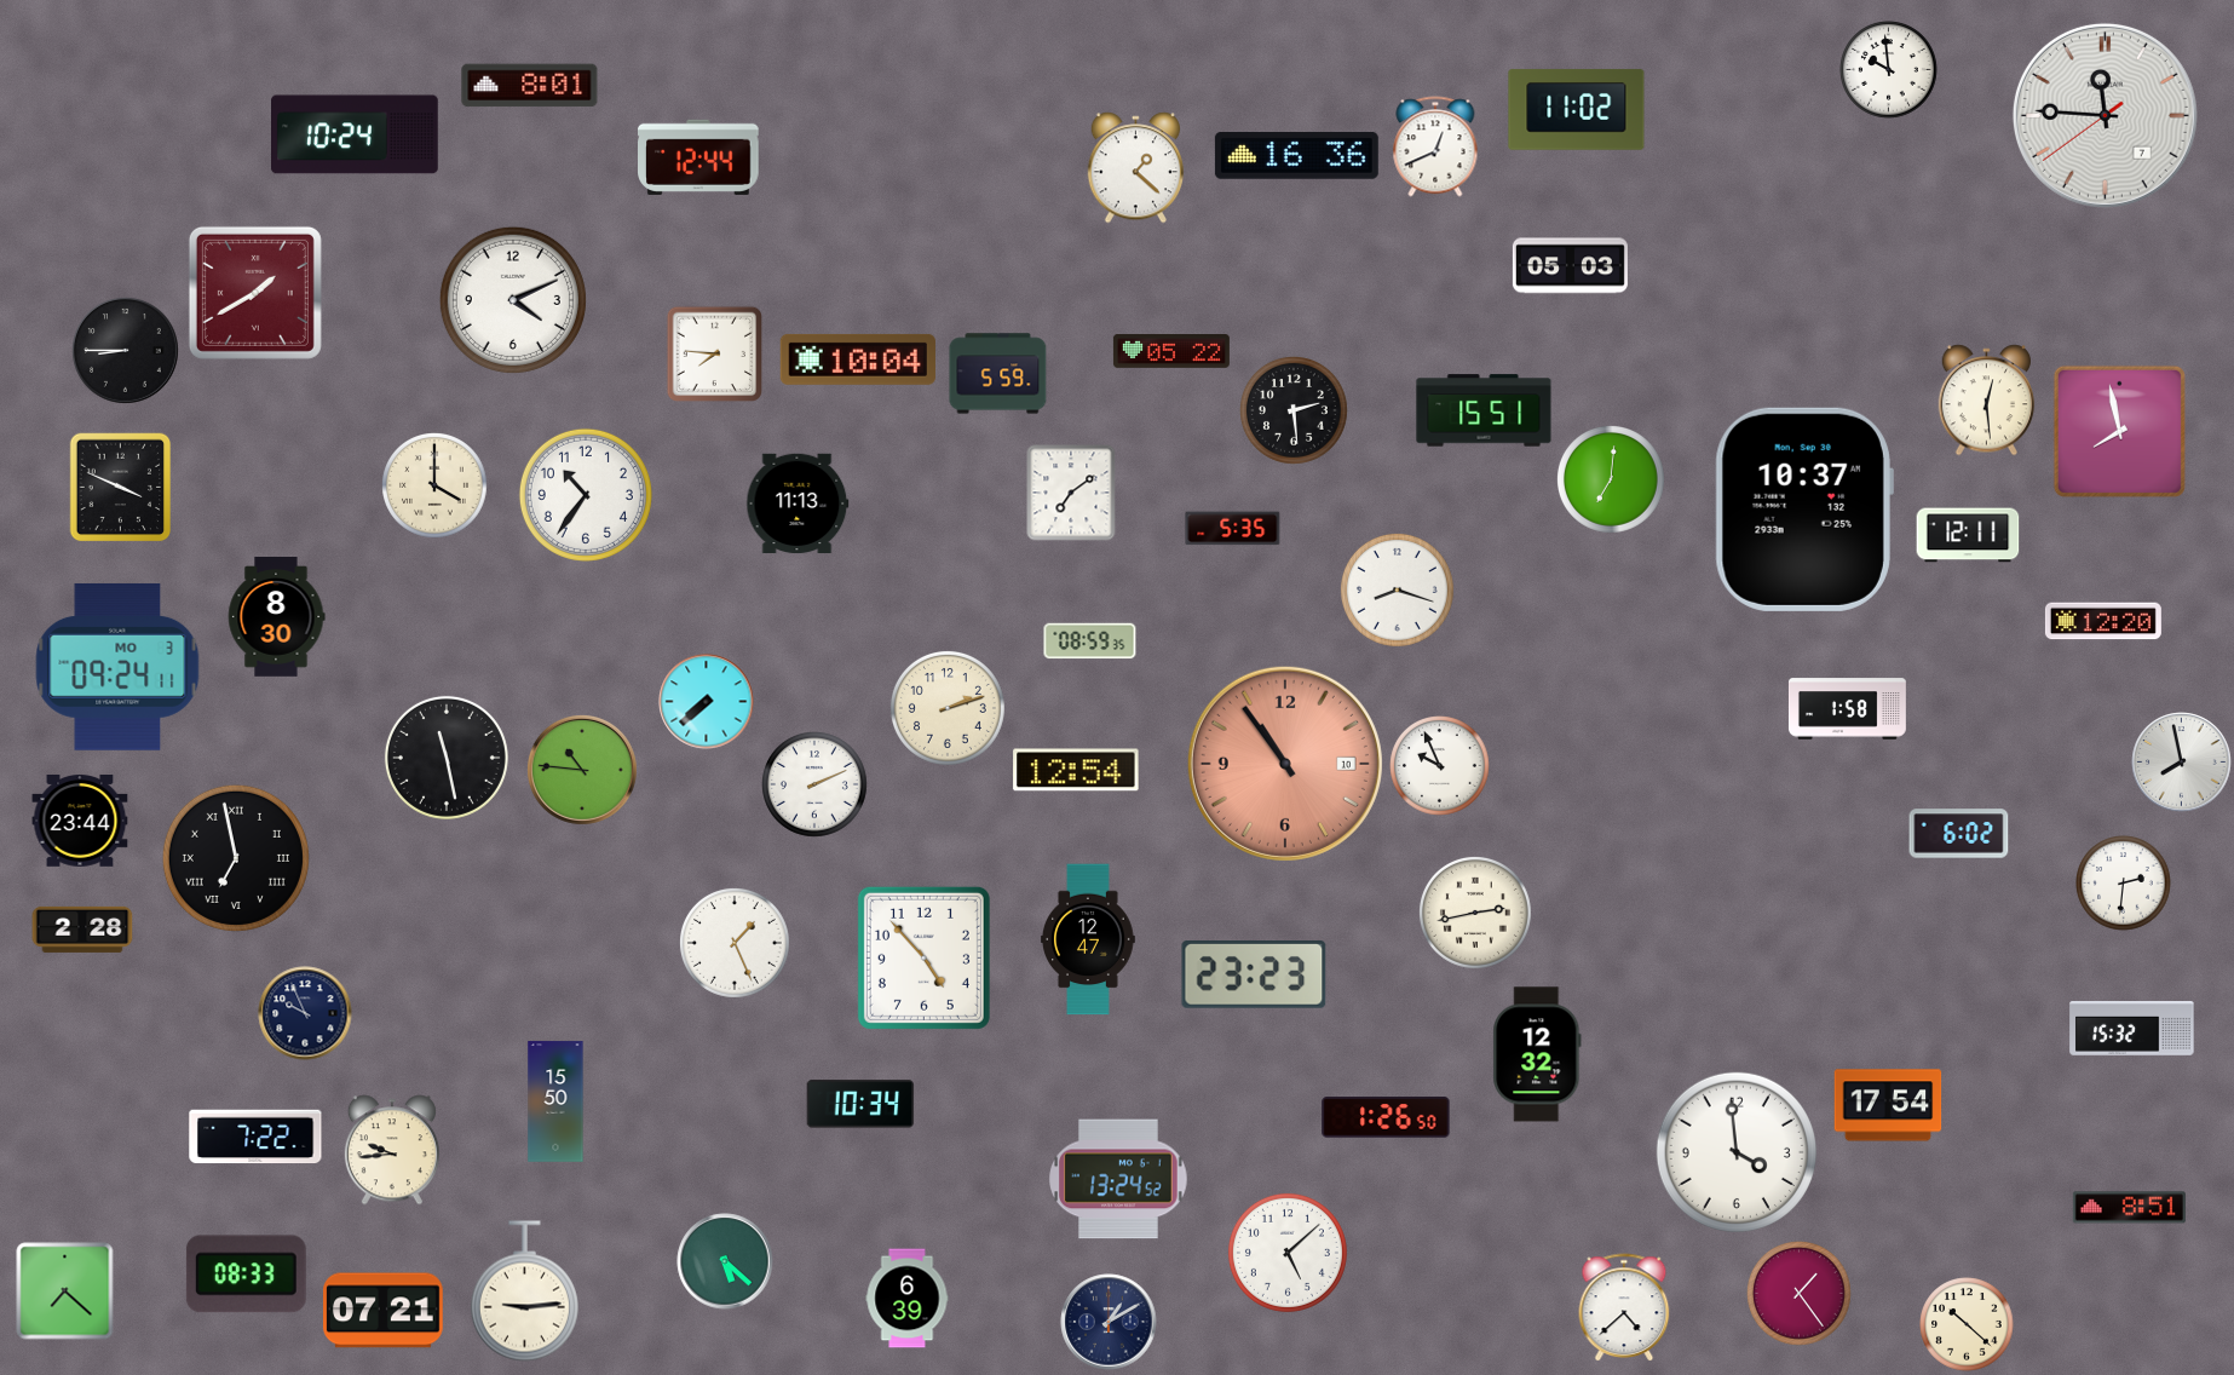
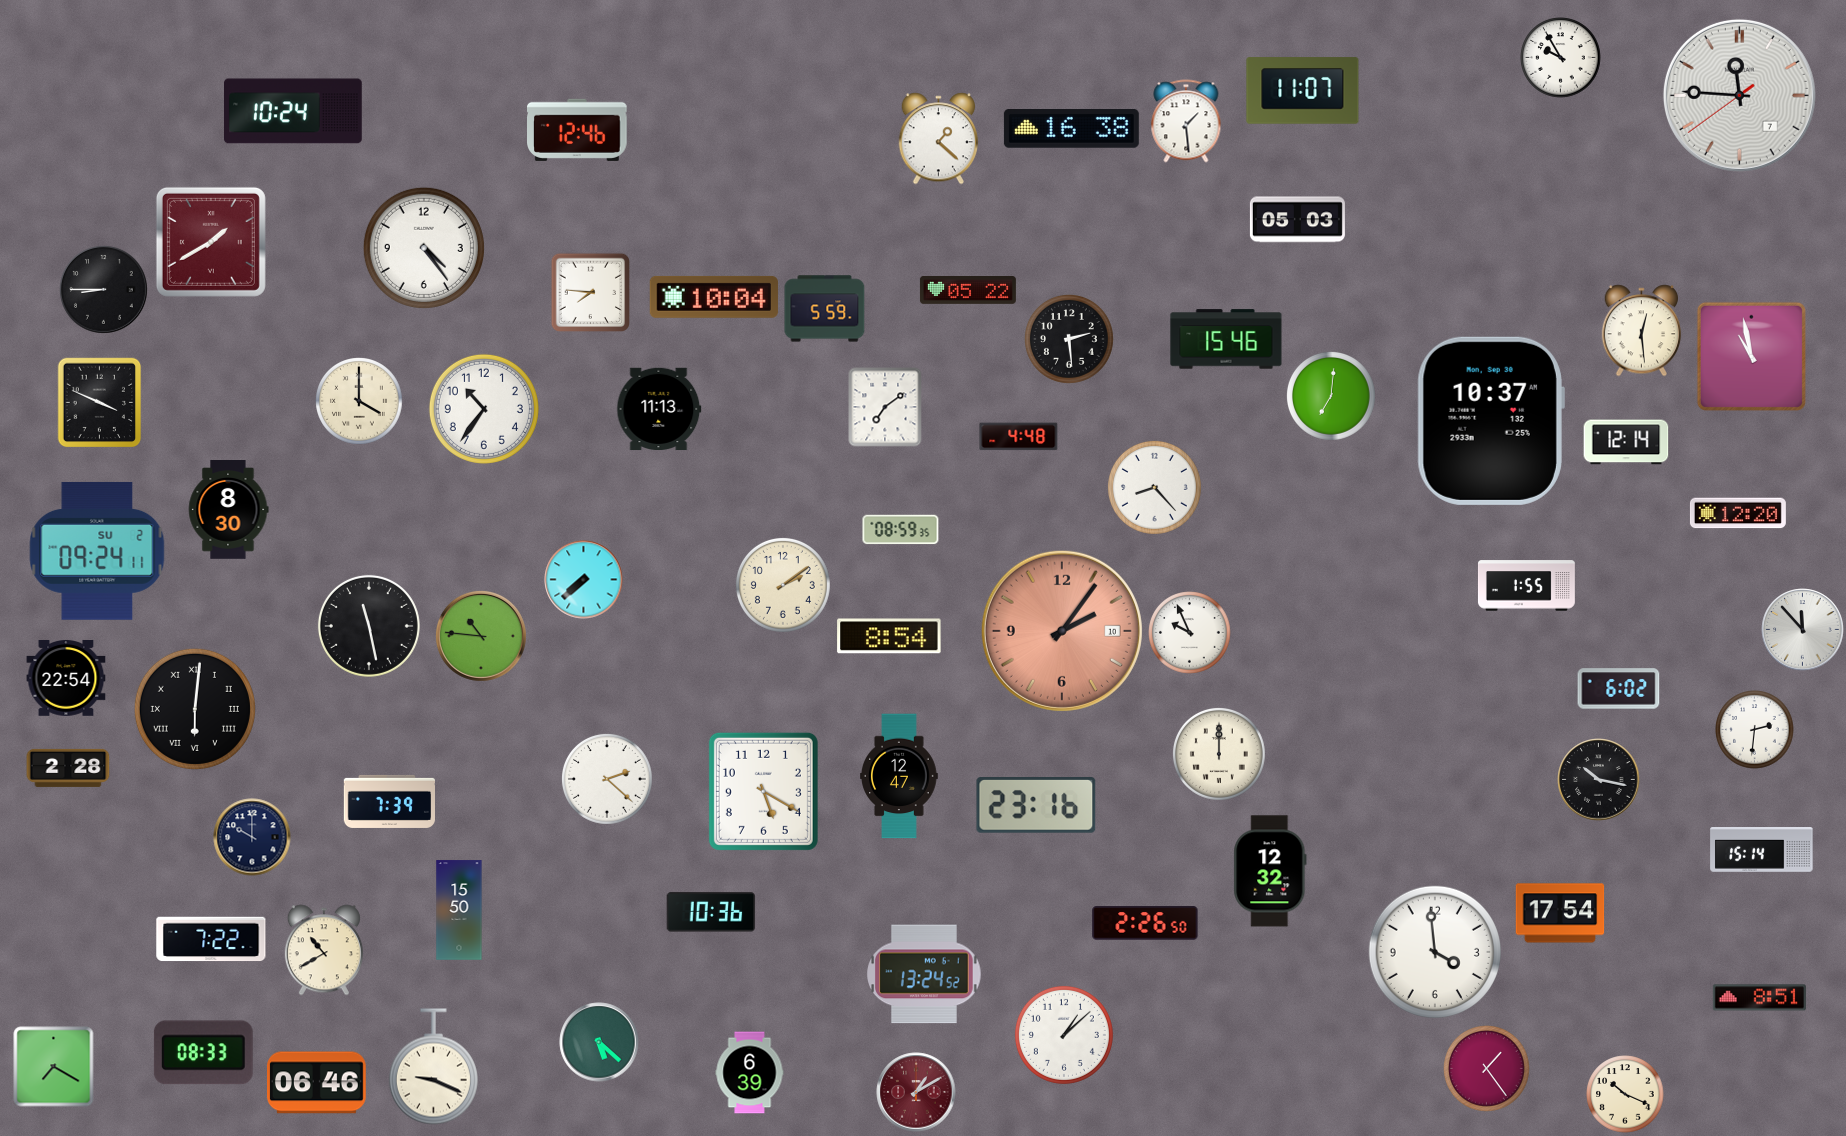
clock at (1889, 70): 9:59 -> 9:55
clock at (530, 86): 8:01 -> none
clock at (1577, 110): 11:02 -> 11:07
clock at (1435, 146): 12:41 -> 1:29
clock at (1296, 156): 16:36 -> 16:38
clock at (699, 157): 12:44 -> 12:46
clock at (513, 300): 4:11 -> 4:24
clock at (858, 359) position: (858, 359) -> (714, 297)
clock at (1484, 410): 15:51 -> 15:46
clock at (2119, 431): 7:58 -> 10:58
clock at (798, 504) position: (798, 504) -> (659, 409)
clock at (1233, 529): 5:35 -> 4:48
clock at (1968, 535): 12:11 -> 12:14
clock at (1397, 589): 8:18 -> 8:23
clock at (117, 667) date: MO 3 -> SU 2
clock at (948, 708): 2:12 -> 2:09
clock at (1847, 709): 1:58 -> 1:55
clock at (2182, 763): 7:58 -> 11:53
clock at (1285, 764): 10:54 -> 2:06
clock at (1076, 770): 12:54 -> 8:54
clock at (816, 786): 2:11 -> none
clock at (80, 821): 23:44 -> 22:54
clock at (236, 858): 6:58 -> 6:01
clock at (1475, 913): 2:43 -> 12:00
clock at (735, 943): 1:26 -> 2:22
clock at (1599, 780): none -> 10:17
clock at (923, 957): 4:53 -> 5:20
clock at (389, 801): none -> 7:39
clock at (1254, 976): 23:23 -> 23:16
clock at (305, 1013): 9:56 -> 10:00
clock at (2132, 1029): 15:32 -> 15:14
clock at (860, 1104): 10:34 -> 10:36
clock at (1386, 1117): 1:26 -> 2:26
clock at (392, 1150): 9:44 -> 10:40
clock at (1288, 1253): 5:08 -> 1:08
clock at (65, 1291): 7:22 -> 7:20
clock at (524, 1291): 9:14 -> 9:19
clock at (1624, 1307): 4:38 -> none
clock at (384, 1311): 07:21 -> 06:46
clock at (1109, 1322) dial: navy -> burgundy
clock at (1967, 1324): 10:22 -> 10:19
